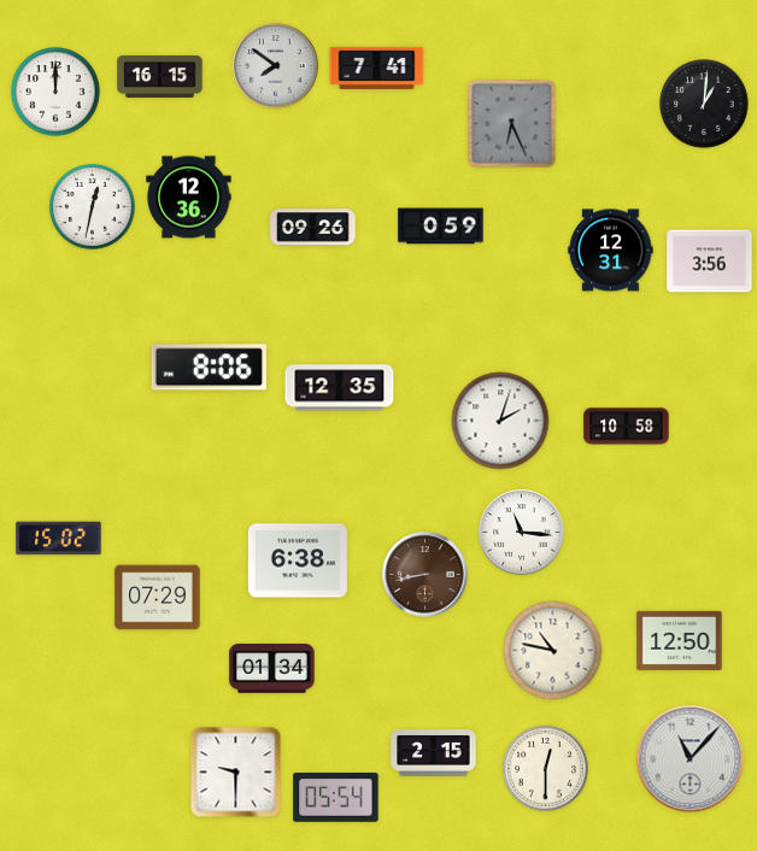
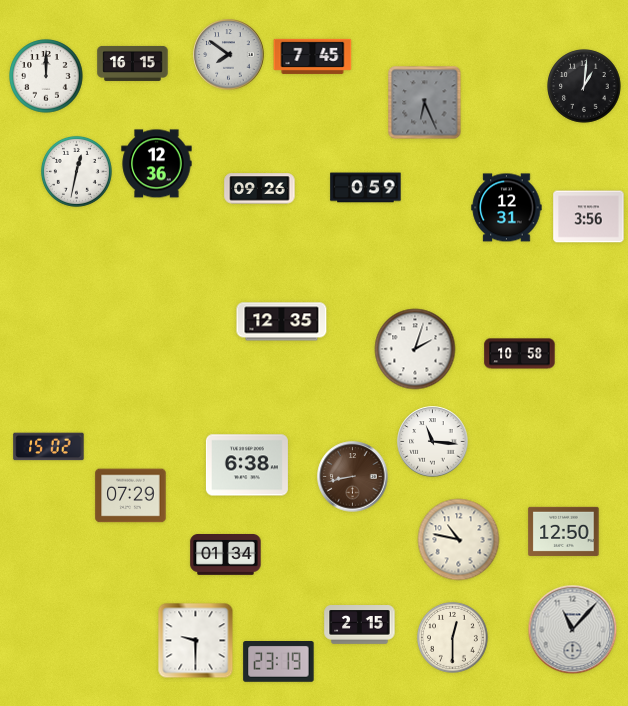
clock at (377, 68): 7:41 -> 7:45
clock at (209, 368): 8:06 -> none
clock at (336, 798): 05:54 -> 23:19
